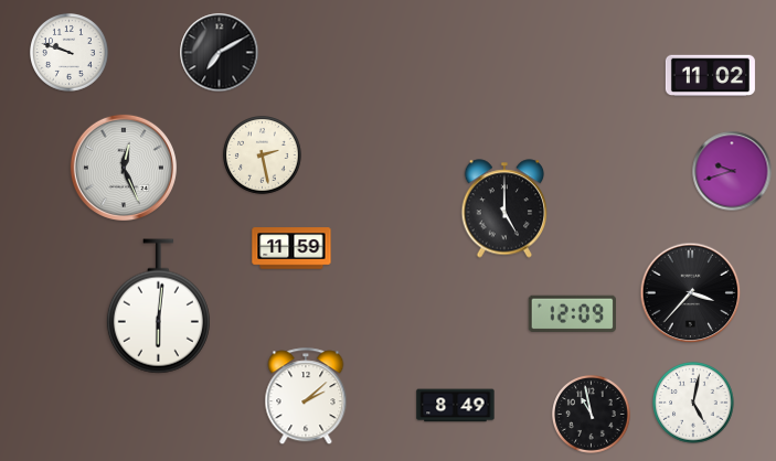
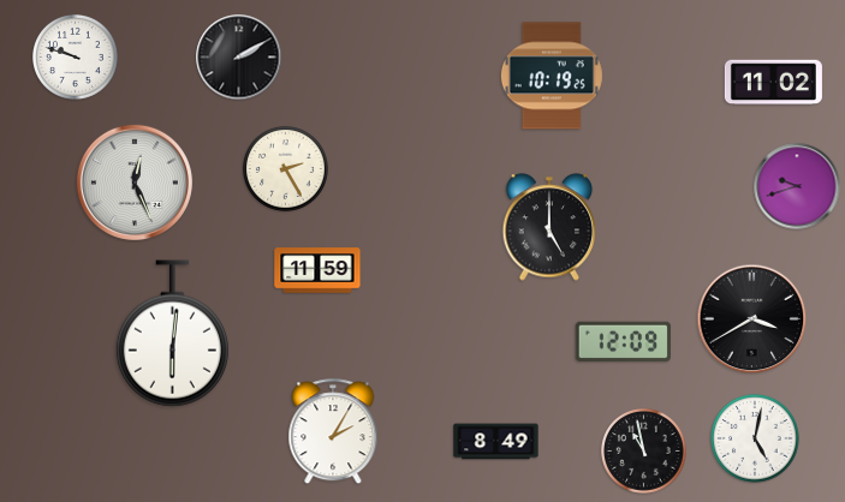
clock at (220, 53): 7:10 -> 2:10
clock at (552, 76): none -> 10:19
clock at (263, 156): 2:28 -> 2:25
clock at (691, 293): 3:37 -> 3:40
clock at (306, 397): 2:08 -> 2:05
